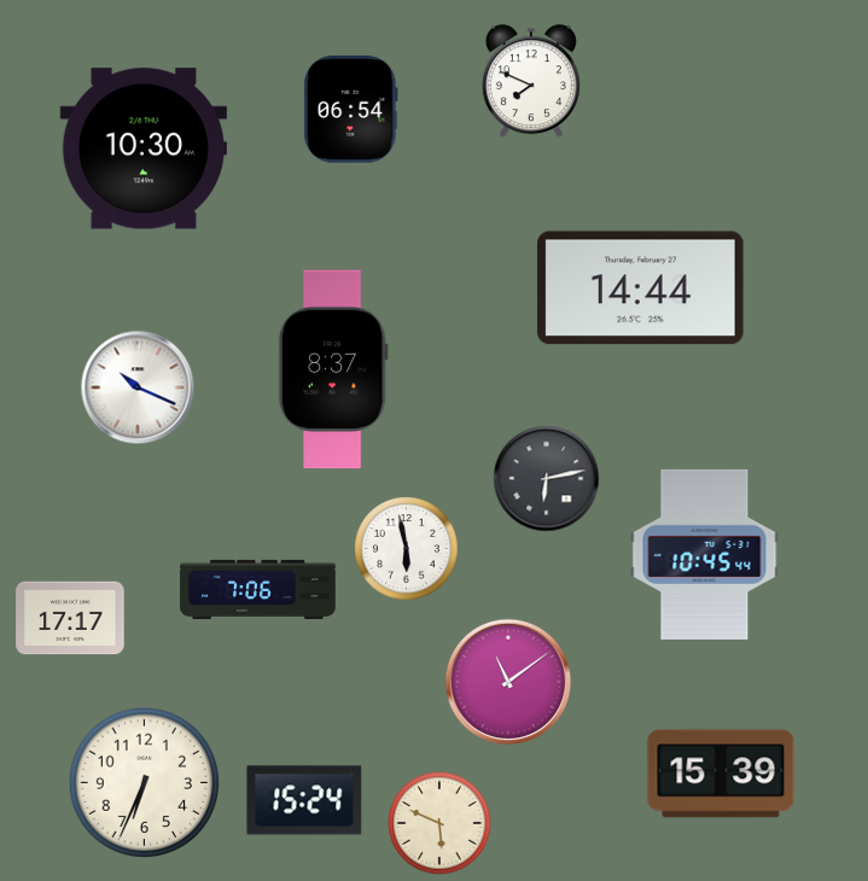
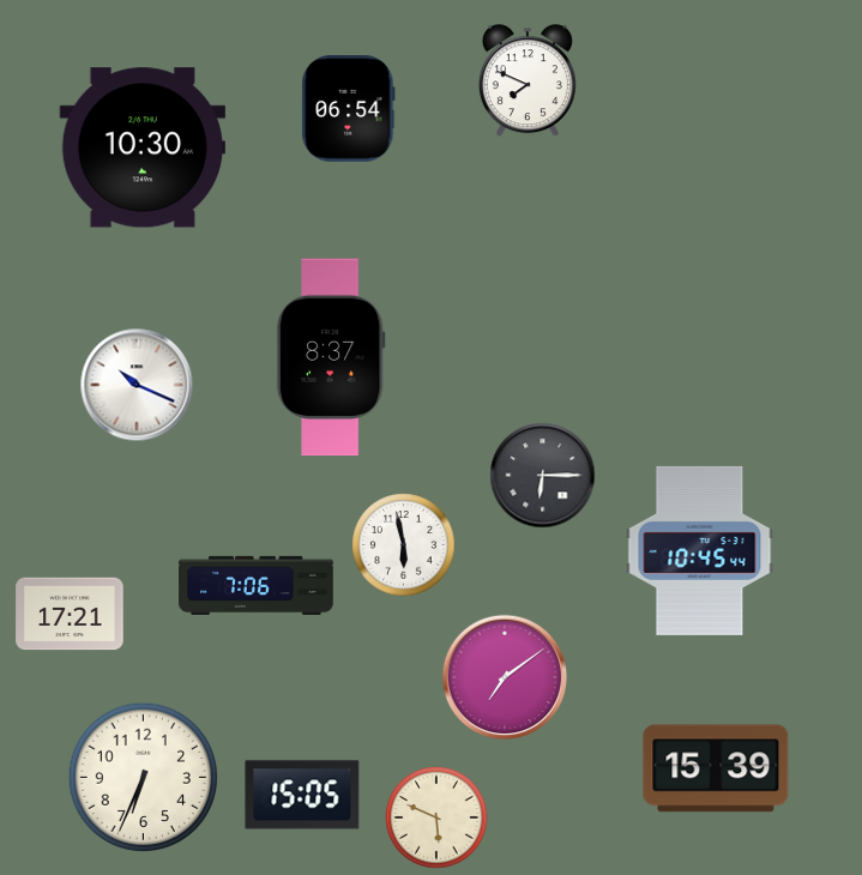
clock at (641, 288): 14:44 -> none
clock at (333, 369) position: (333, 369) -> (331, 357)
clock at (547, 479): 6:13 -> 6:15
clock at (70, 618): 17:17 -> 17:21
clock at (508, 682): 11:09 -> 7:09
clock at (304, 800): 15:24 -> 15:05
